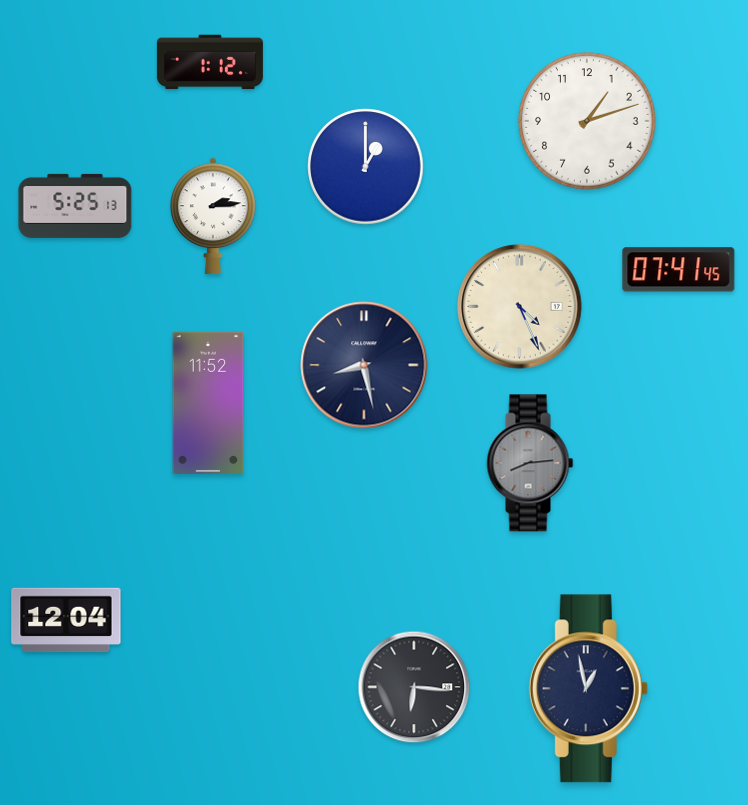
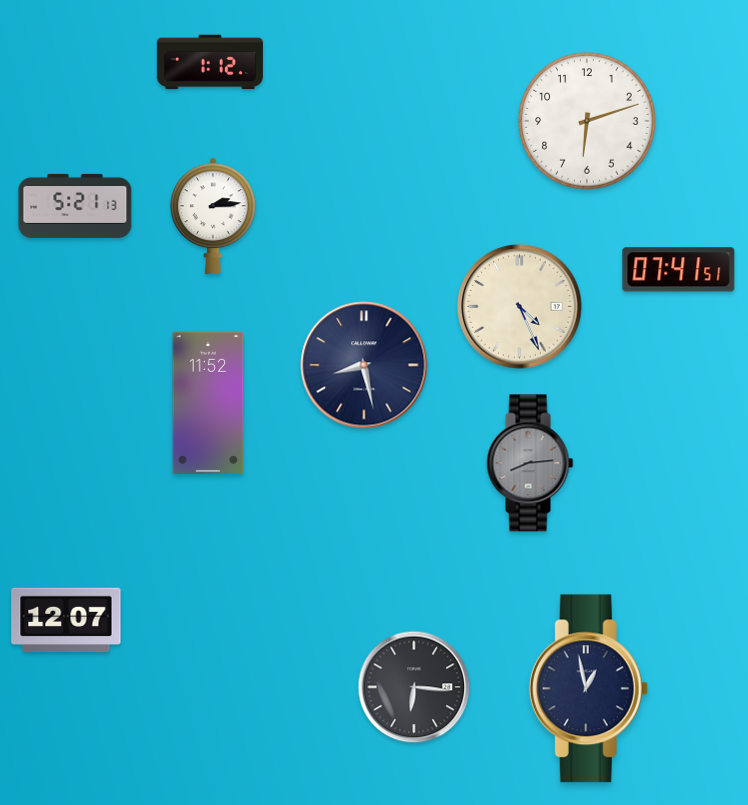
clock at (587, 121): 1:12 -> 6:12
clock at (366, 167): 1:00 -> none
clock at (75, 206): 5:25 -> 5:21
clock at (679, 270): 07:41:45 -> 07:41:51
clock at (66, 620): 12:04 -> 12:07
